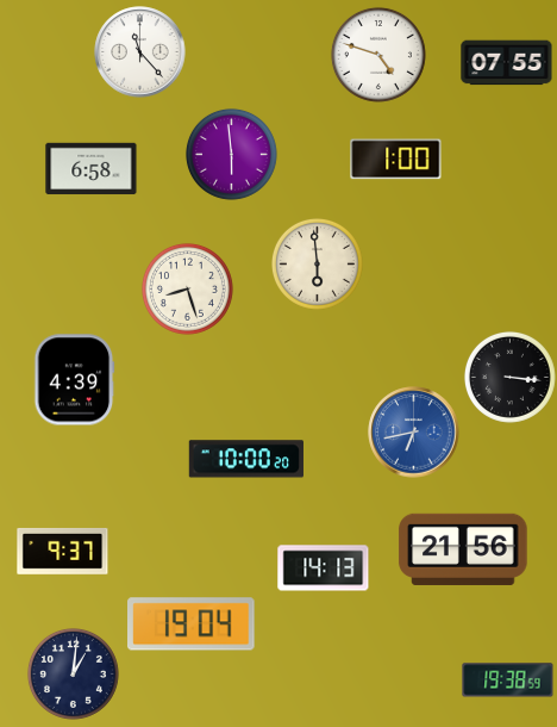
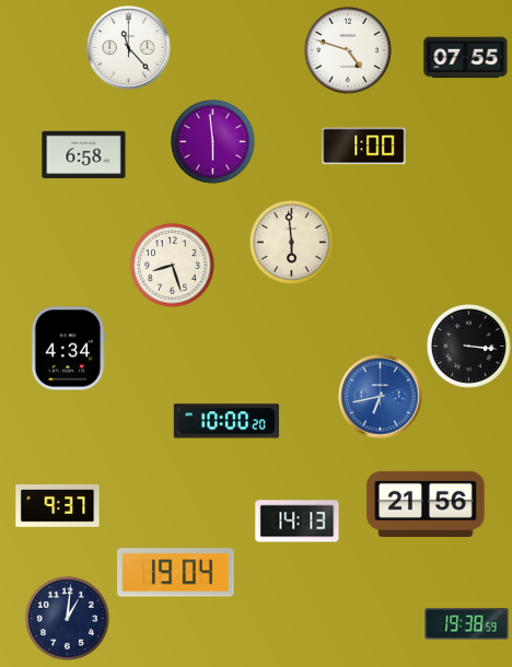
clock at (75, 380): 4:39 -> 4:34
